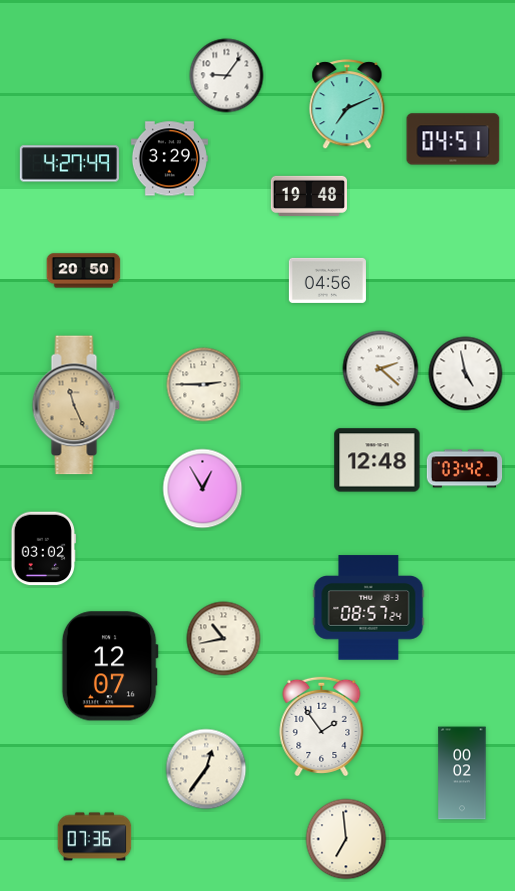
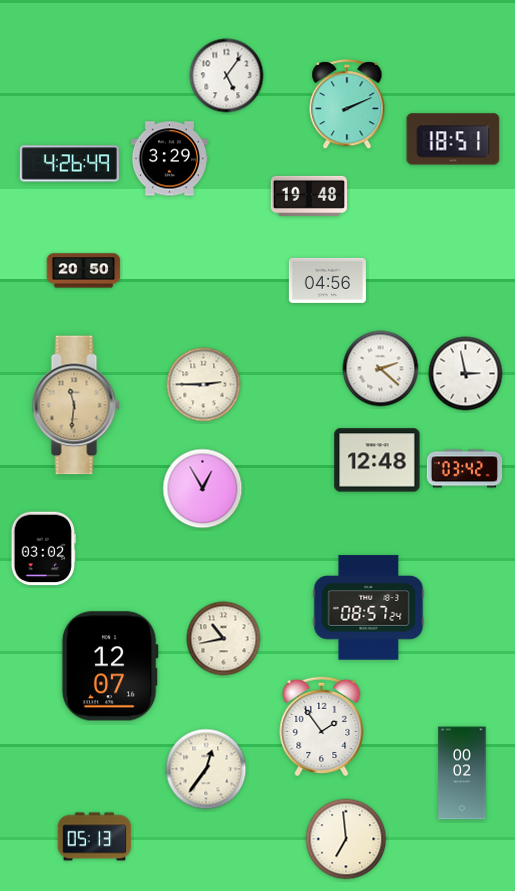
clock at (227, 76): 9:06 -> 5:06
clock at (347, 105): 7:11 -> 2:11
clock at (453, 139): 04:51 -> 18:51
clock at (69, 164): 4:27 -> 4:26
clock at (466, 374): 4:58 -> 2:58
clock at (76, 405): 11:26 -> 11:31
clock at (95, 837): 07:36 -> 05:13
